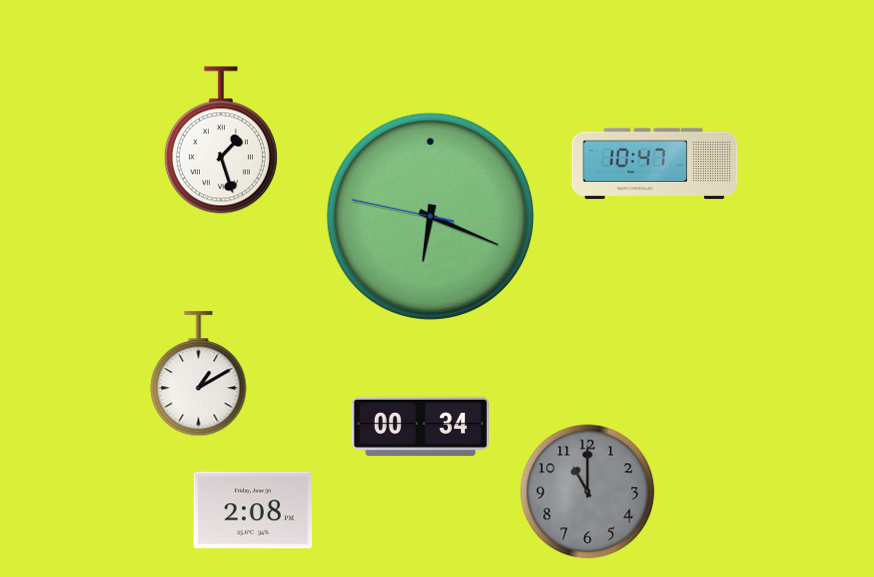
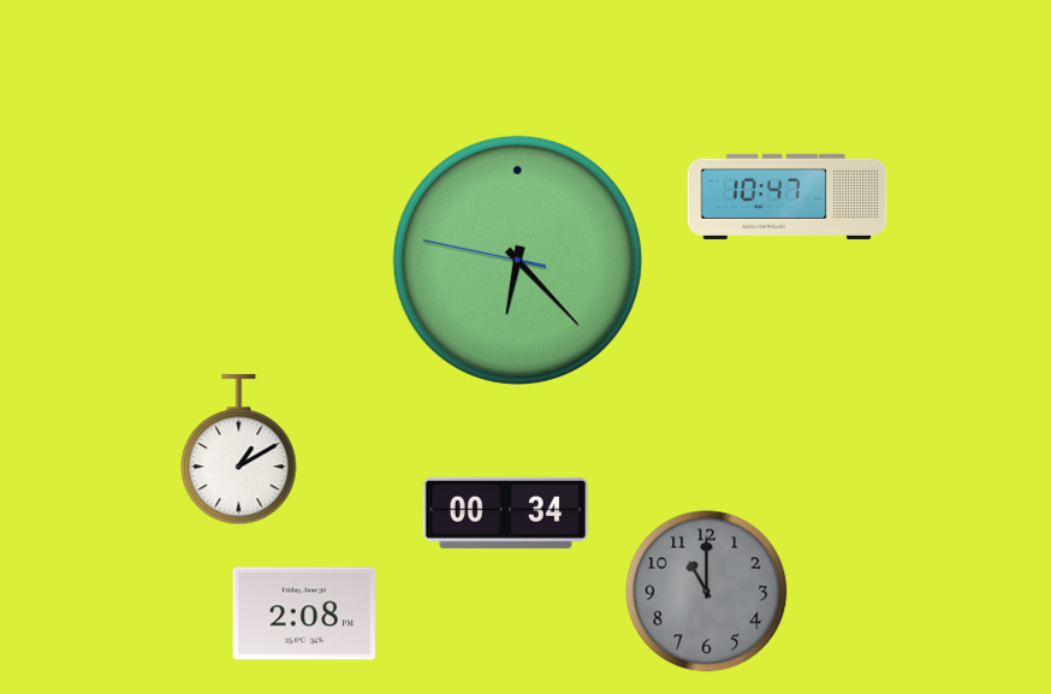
clock at (221, 140): 1:27 -> none
clock at (430, 216): 6:18 -> 6:22
